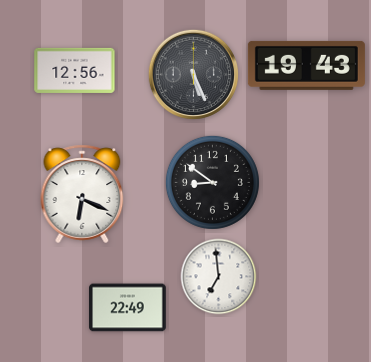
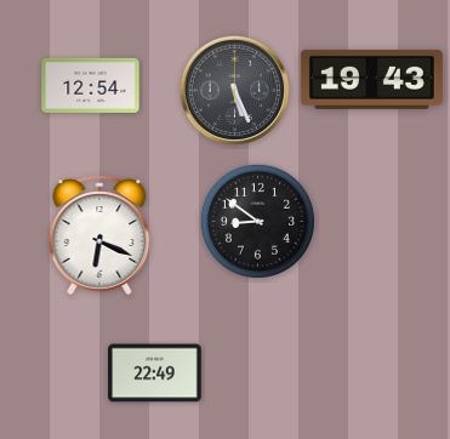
clock at (75, 70): 12:56 -> 12:54
clock at (219, 277): 6:59 -> none
